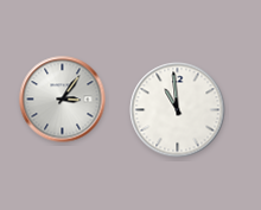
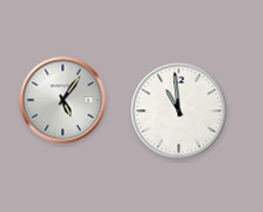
clock at (63, 100): 3:06 -> 5:06
